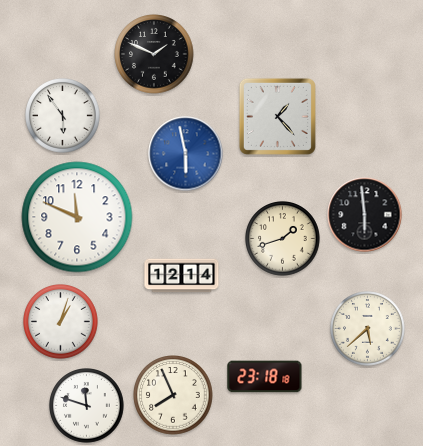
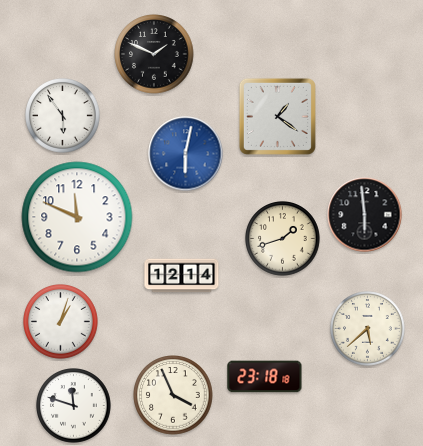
clock at (277, 116): 1:23 -> 1:21
clock at (186, 154): 5:58 -> 6:02
clock at (173, 395): 7:56 -> 3:56
clock at (87, 406) position: (87, 406) -> (74, 406)
